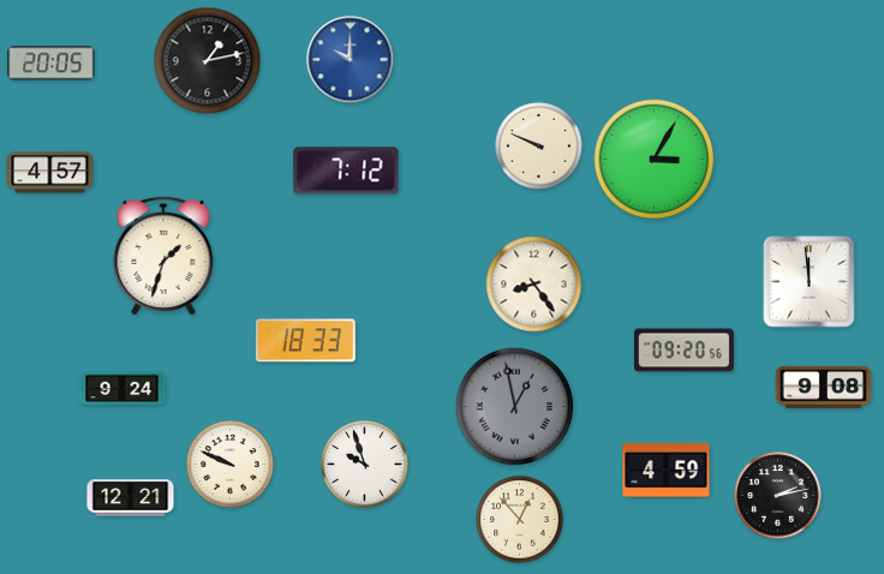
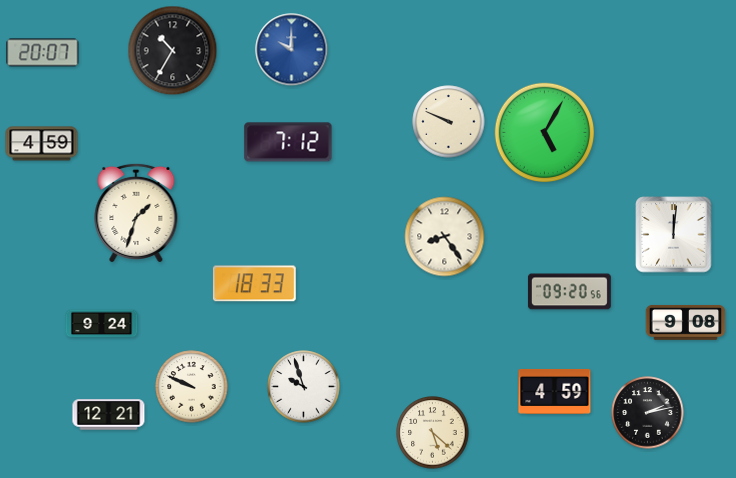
clock at (208, 61): 1:13 -> 10:35
clock at (52, 64): 20:05 -> 20:07
clock at (655, 160): 3:05 -> 5:05
clock at (50, 173): 4:57 -> 4:59
clock at (810, 282): 11:59 -> 12:01
clock at (515, 407): 12:58 -> none
clock at (520, 520): 12:53 -> 5:22
